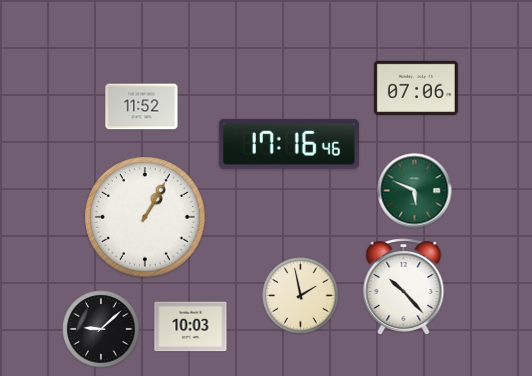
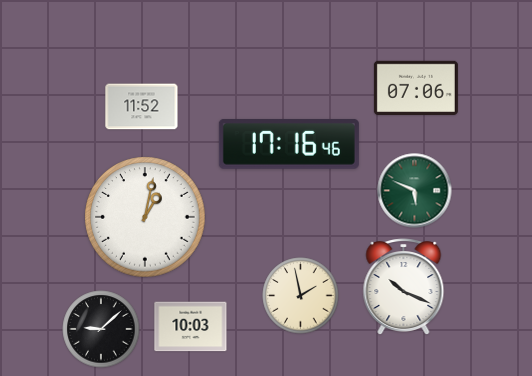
clock at (145, 217): 1:05 -> 1:02
clock at (404, 287): 10:23 -> 10:19
